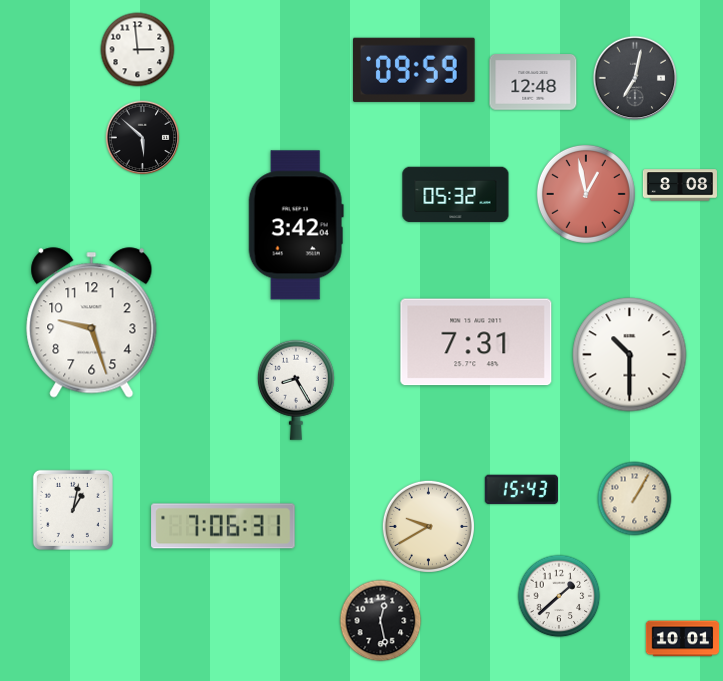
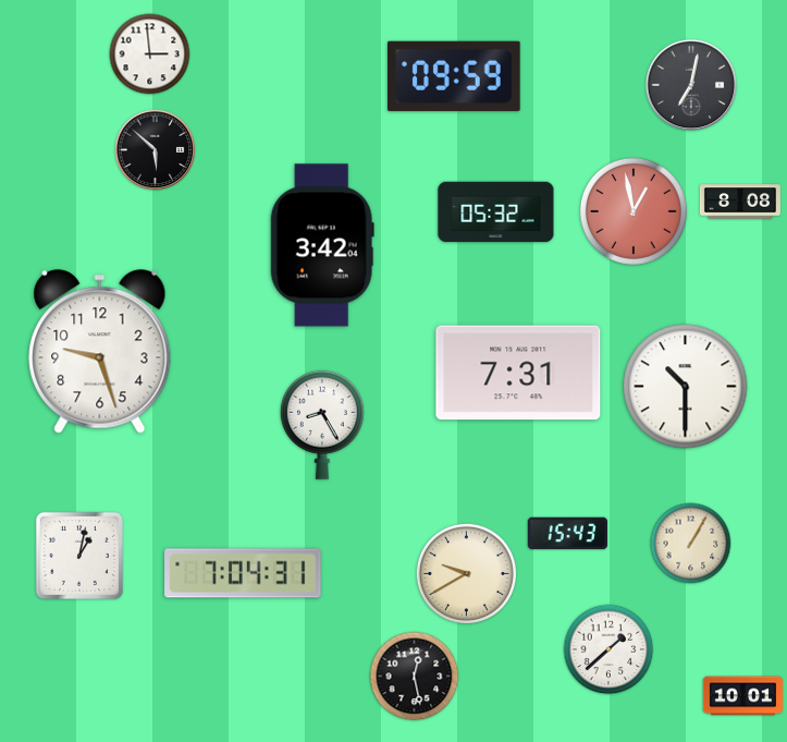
clock at (415, 70) position: (415, 70) -> (455, 76)
clock at (533, 82): 12:48 -> none
clock at (586, 194) position: (586, 194) -> (634, 211)
clock at (223, 526): 7:06 -> 7:04
